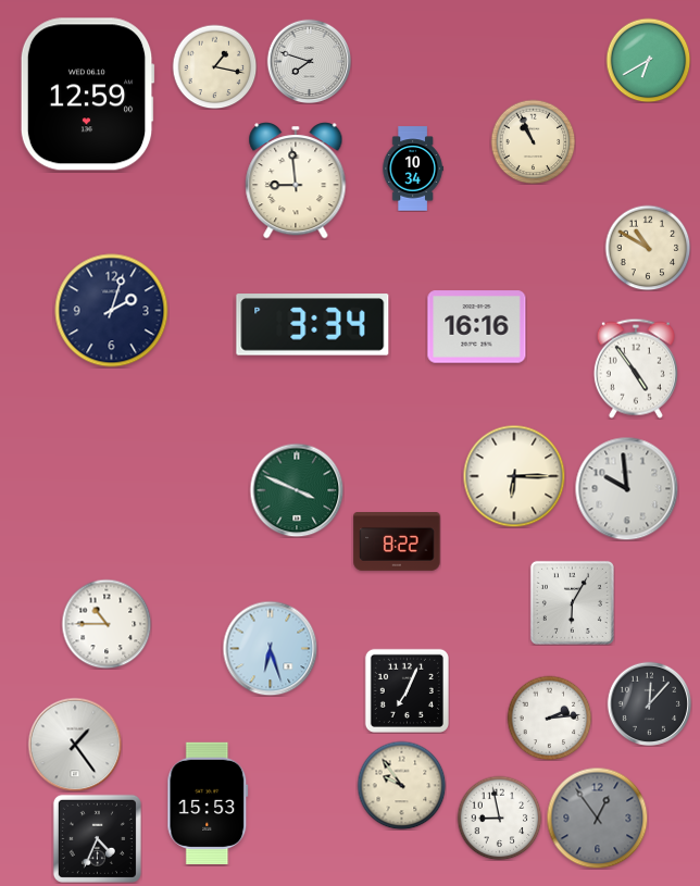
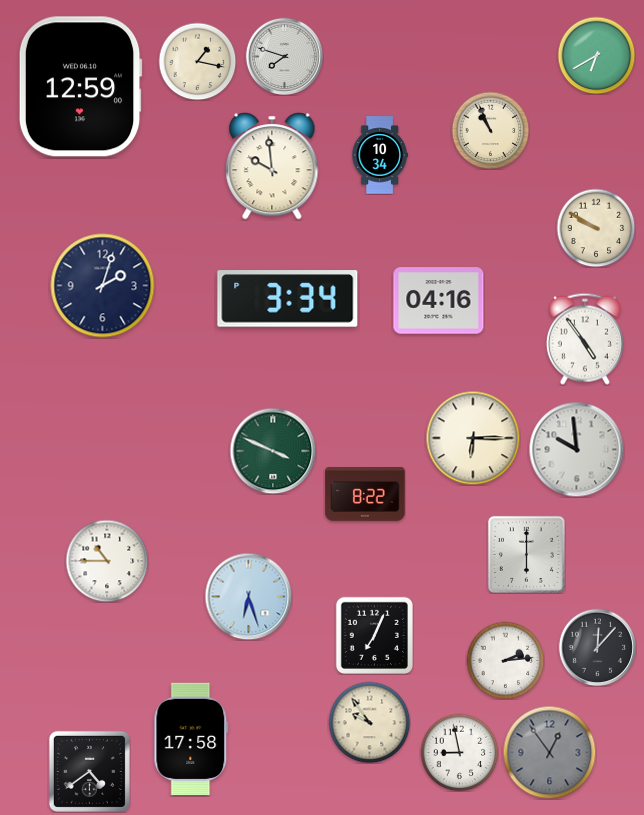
clock at (296, 180): 8:59 -> 9:59
clock at (648, 248): 10:50 -> 9:50
clock at (477, 327): 16:16 -> 04:16
clock at (397, 542) position: (397, 542) -> (365, 495)
clock at (572, 602): 6:05 -> 6:00
clock at (107, 624) position: (107, 624) -> (107, 561)
clock at (75, 745): 1:24 -> none
clock at (208, 803): 15:53 -> 17:58
clock at (97, 838): 4:34 -> 4:39
